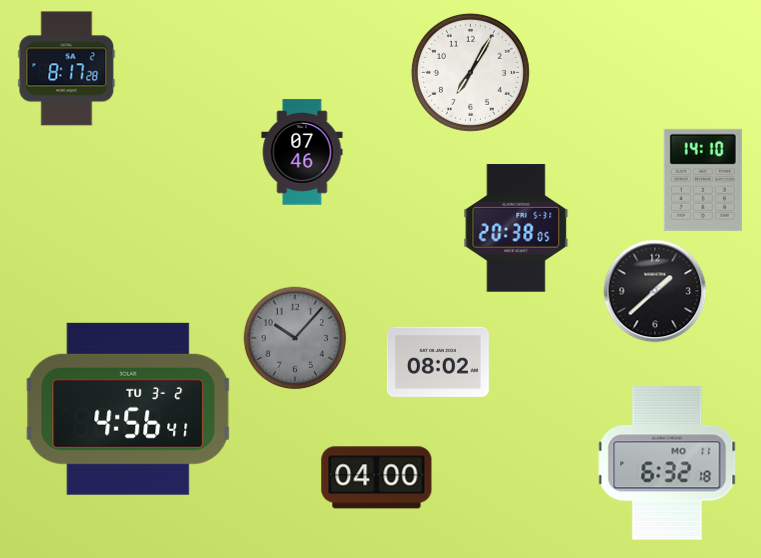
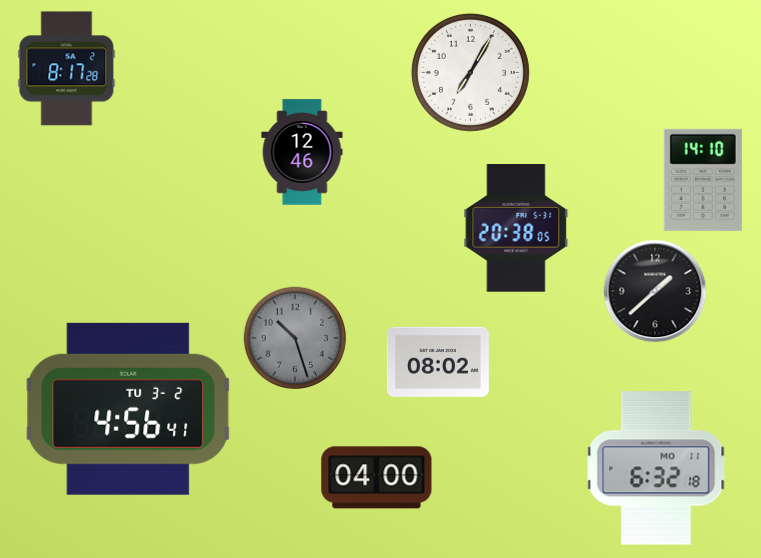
clock at (302, 152): 07:46 -> 12:46
clock at (295, 338): 10:07 -> 10:27
clock at (667, 463) position: (667, 463) -> (656, 468)
